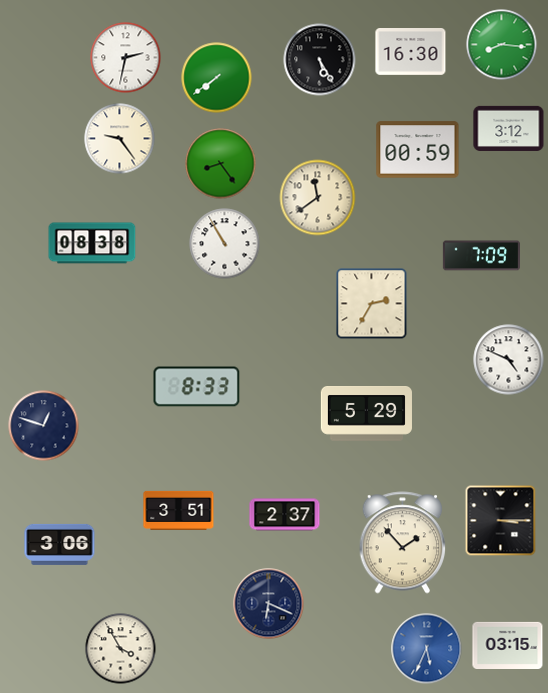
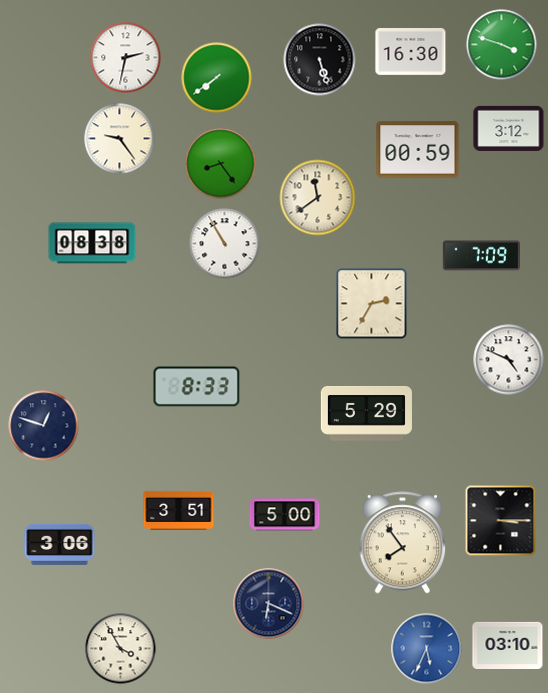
clock at (502, 45): 8:16 -> 3:48
clock at (320, 60): 5:25 -> 5:27
clock at (285, 515): 2:37 -> 5:00
clock at (403, 543): 1:53 -> 7:54
clock at (508, 645): 03:15 -> 03:10
